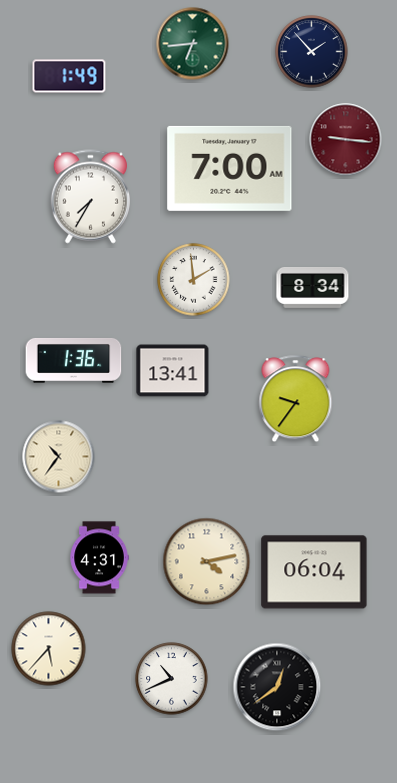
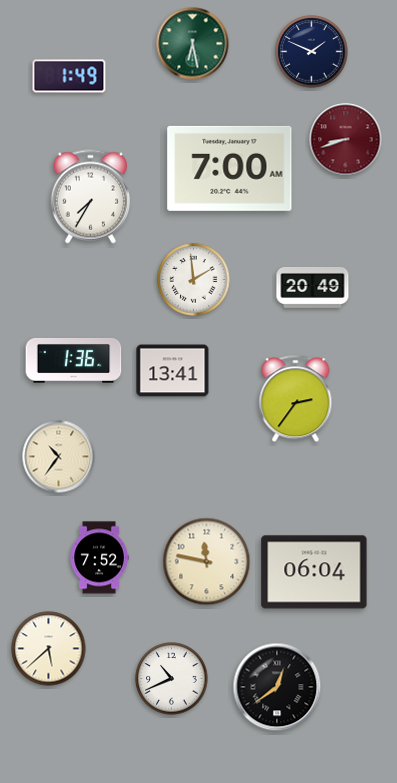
clock at (193, 44): 6:44 -> 6:28
clock at (312, 52): 1:53 -> 1:49
clock at (346, 140): 9:16 -> 8:42
clock at (313, 288): 8:34 -> 20:49
clock at (296, 399): 9:36 -> 2:36
clock at (99, 558): 4:31 -> 7:52
clock at (207, 562): 4:13 -> 11:47
clock at (49, 649): 5:37 -> 5:38
